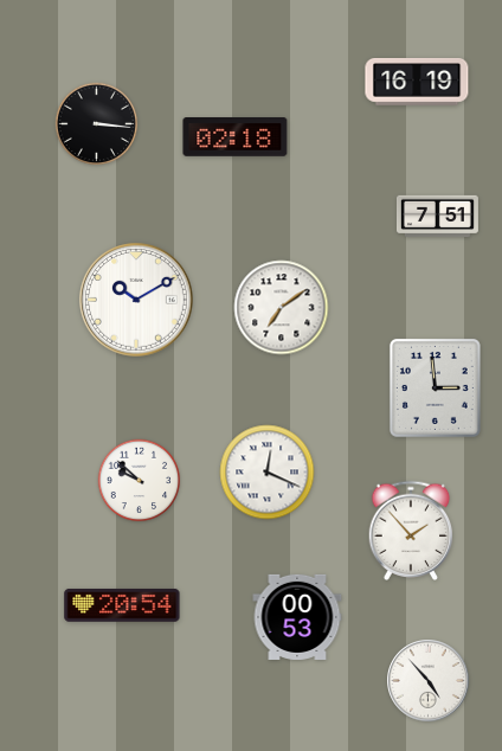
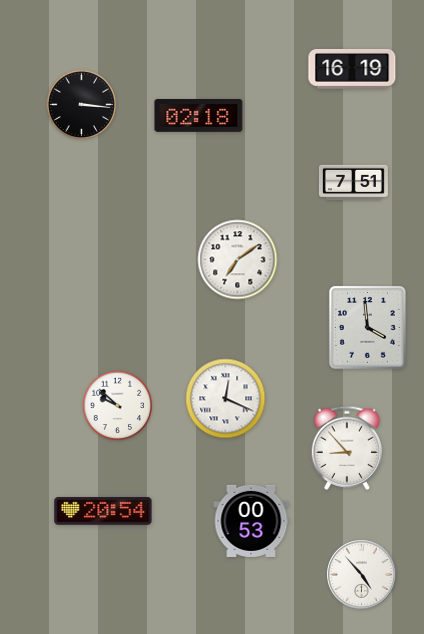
clock at (437, 217) position: (437, 217) -> (353, 183)
clock at (136, 300): 10:10 -> none
clock at (435, 387): 2:59 -> 3:59
clock at (411, 529): 1:53 -> 8:53
